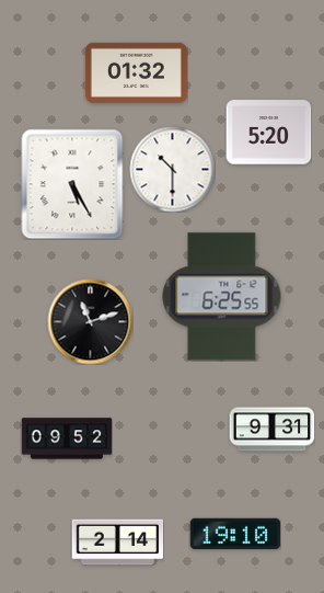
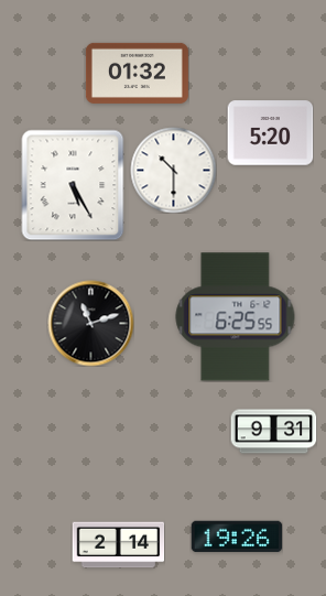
clock at (222, 297) position: (222, 297) -> (236, 317)
clock at (67, 438): 09:52 -> none
clock at (235, 534): 19:10 -> 19:26
